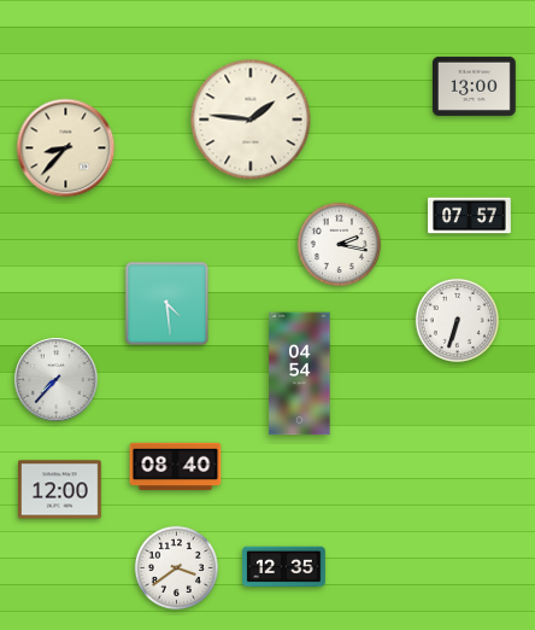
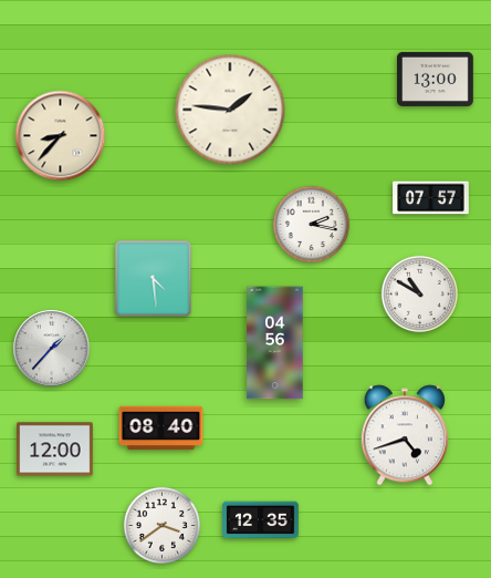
clock at (457, 320): 6:33 -> 10:50
clock at (300, 374): 04:54 -> 04:56
clock at (57, 380): 7:37 -> 1:37
clock at (405, 435): none -> 4:42
clock at (176, 567) position: (176, 567) -> (161, 525)
